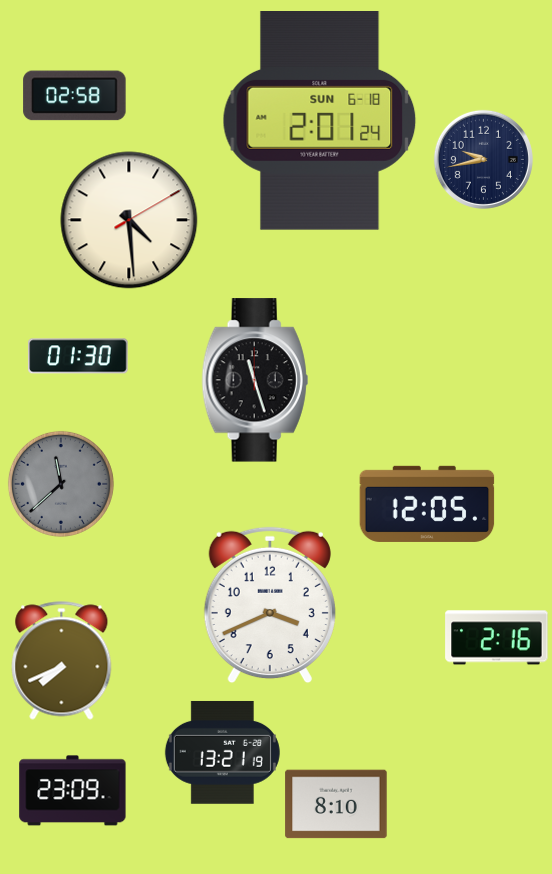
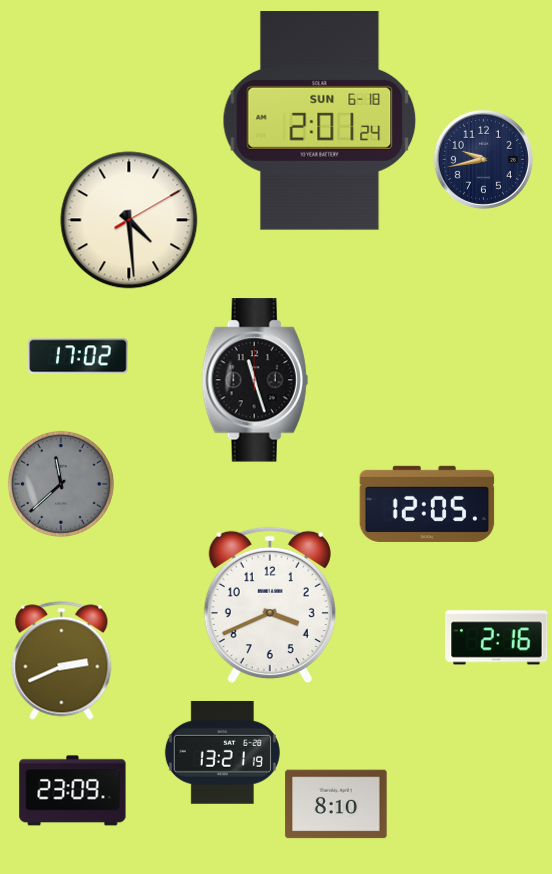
clock at (75, 96): 02:58 -> none
clock at (78, 356): 01:30 -> 17:02
clock at (62, 661): 7:41 -> 2:41
